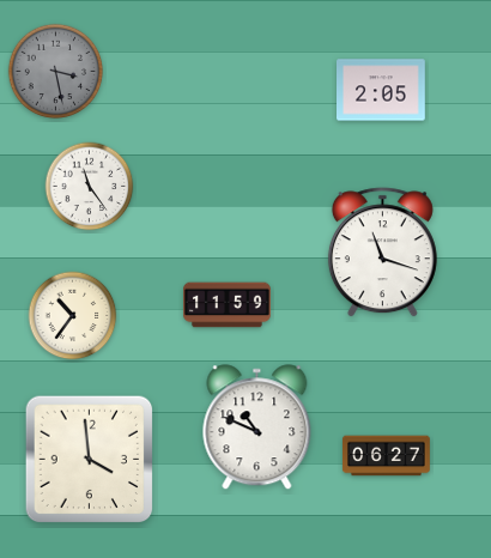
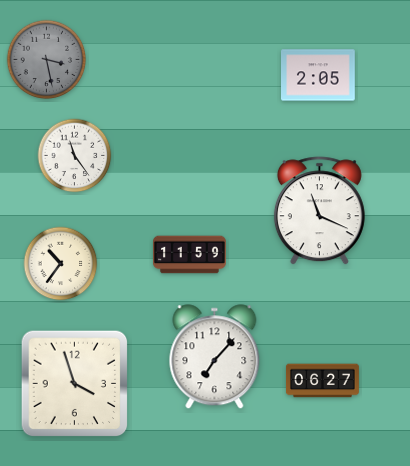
clock at (382, 253): 11:18 -> 11:19
clock at (257, 427): 10:49 -> 7:07
clock at (90, 460): 3:59 -> 3:57
